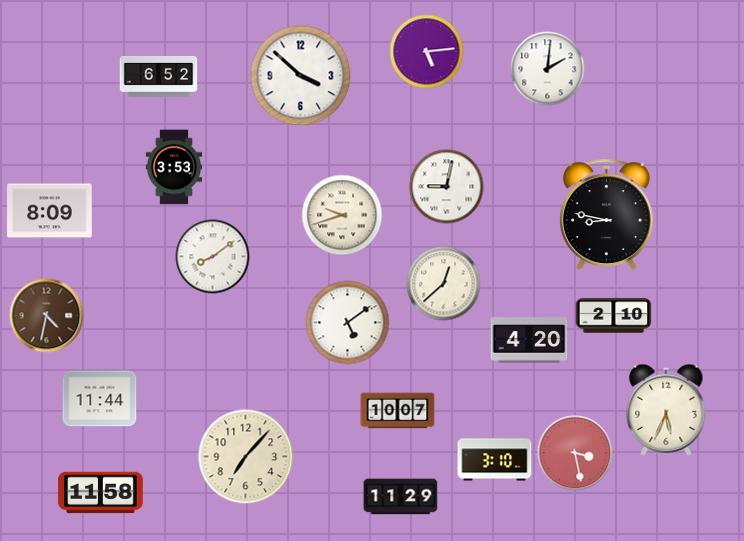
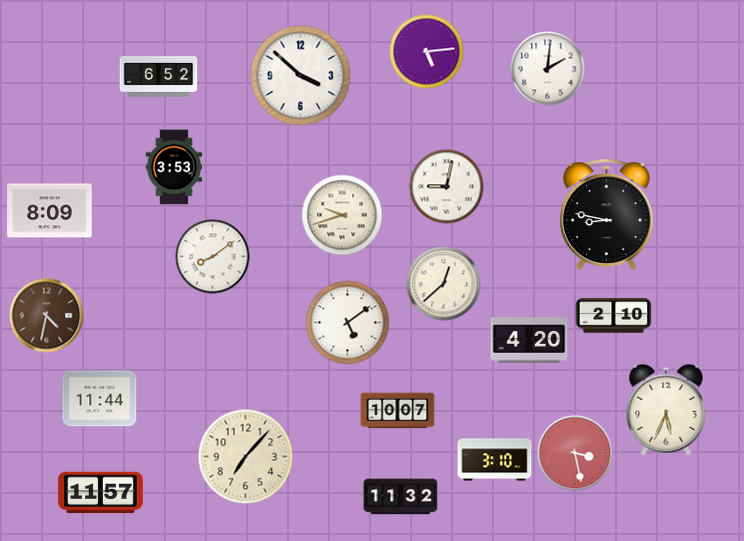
clock at (101, 493): 11:58 -> 11:57
clock at (401, 497): 11:29 -> 11:32
